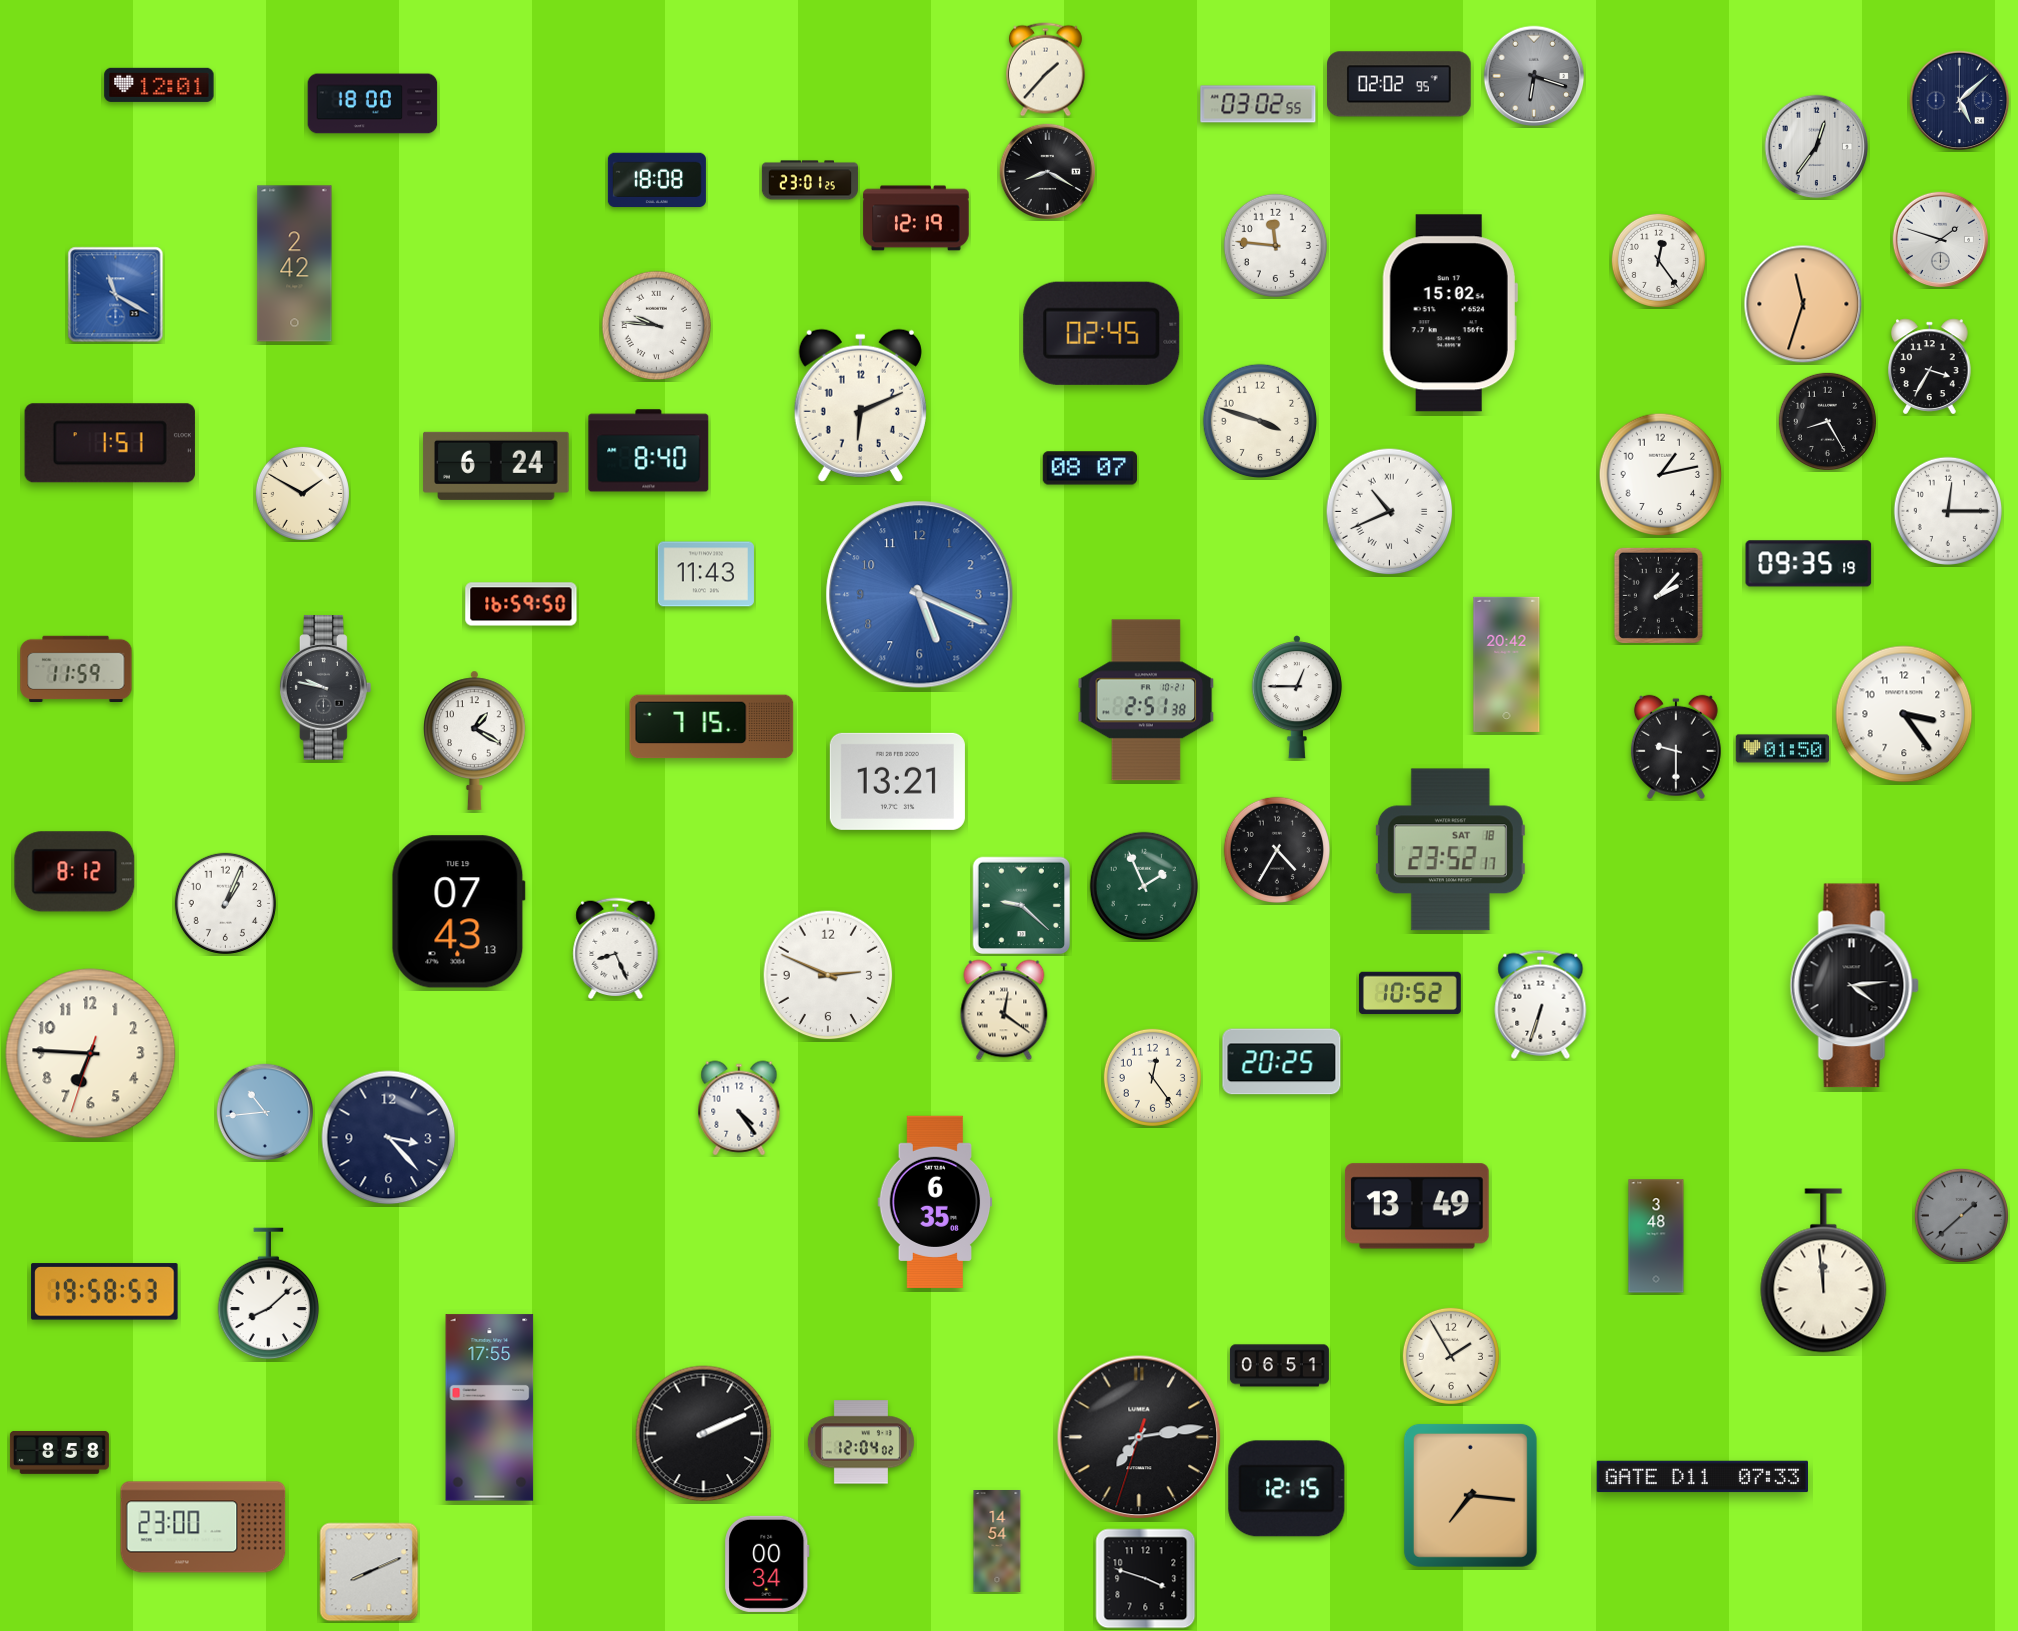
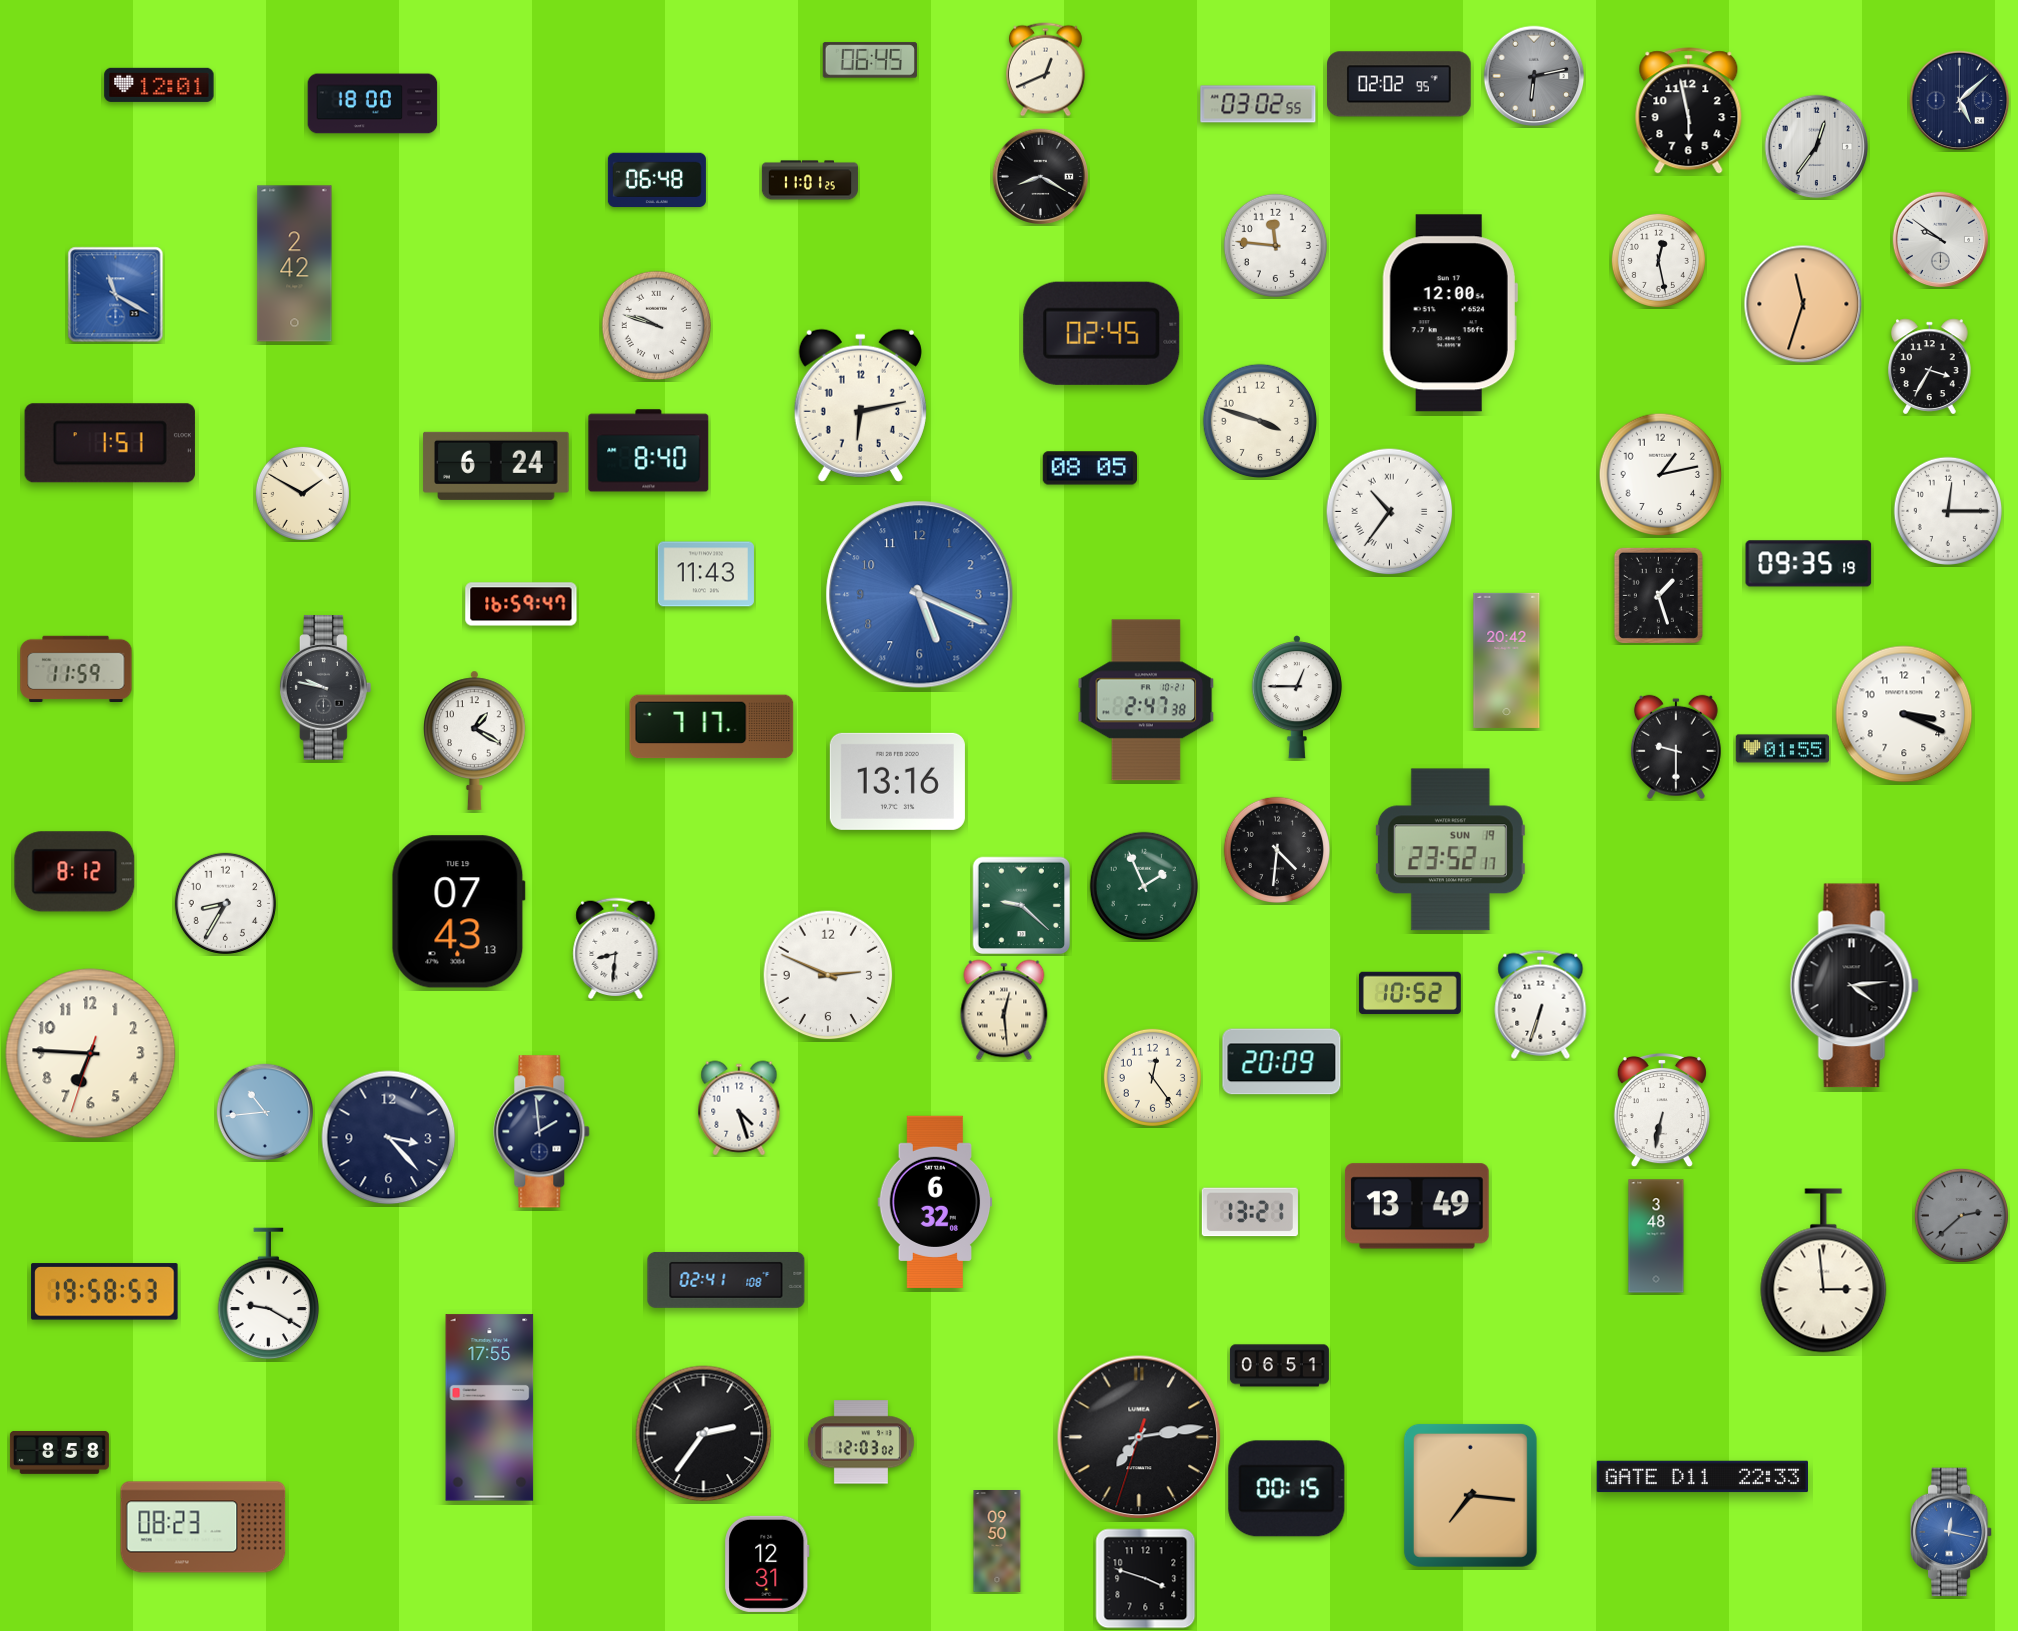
clock at (870, 60): none -> 06:45
clock at (1045, 70): 1:37 -> 12:41
clock at (1534, 76): 6:18 -> 6:13
clock at (1689, 111): none -> 5:58
clock at (1047, 171) position: (1047, 171) -> (1040, 176)
clock at (657, 180): 18:08 -> 06:48
clock at (810, 180): 23:01 -> 11:01
clock at (916, 218): 12:19 -> none
clock at (1940, 239): 1:48 -> 9:51
clock at (1658, 260): 12:24 -> 12:28
clock at (1450, 313): 15:02 -> 12:00
clock at (656, 325): 9:46 -> 9:48
clock at (860, 405): 6:11 -> 6:13
clock at (1827, 421): 8:25 -> none
clock at (1089, 468): 08:07 -> 08:05
clock at (1390, 512): 10:41 -> 10:36
clock at (1658, 595): 2:07 -> 1:27
clock at (521, 604): 16:59:50 -> 16:59:47
clock at (1507, 664) position: (1507, 664) -> (1507, 660)
clock at (1146, 700): 2:51 -> 2:47
clock at (1904, 714): 3:24 -> 3:19
clock at (712, 727): 7:15 -> 7:17
clock at (1783, 749): 01:50 -> 01:55
clock at (897, 781): 13:21 -> 13:16
clock at (1277, 850): 4:35 -> 4:31
clock at (1450, 850) date: SAT 18 -> SUN 19
clock at (225, 903): 1:04 -> 8:35
clock at (616, 949): 8:26 -> 8:31
clock at (1004, 1010): 12:21 -> 12:29
clock at (1282, 1062): 20:25 -> 20:09
clock at (739, 1108): 4:24 -> 4:27
clock at (1662, 1110): none -> 6:32
clock at (542, 1132): none -> 1:59
clock at (935, 1201): 6:35 -> 6:32
clock at (1250, 1212): none -> 13:21
clock at (1961, 1215): 1:38 -> 2:38
clock at (1824, 1271): 11:59 -> 2:59
clock at (726, 1280): none -> 02:41
clock at (269, 1294): 8:08 -> 9:20
clock at (1451, 1356): 1:55 -> none
clock at (704, 1434): 2:11 -> 2:36
clock at (861, 1442): 12:04 -> 12:03
clock at (1702, 1477): 07:33 -> 22:33
clock at (1287, 1489): 12:15 -> 00:15
clock at (203, 1527): 23:00 -> 08:23
clock at (1951, 1532): none -> 12:17
clock at (997, 1542): 14:54 -> 09:50
clock at (767, 1564): 00:34 -> 12:31
clock at (369, 1572): 8:11 -> none
